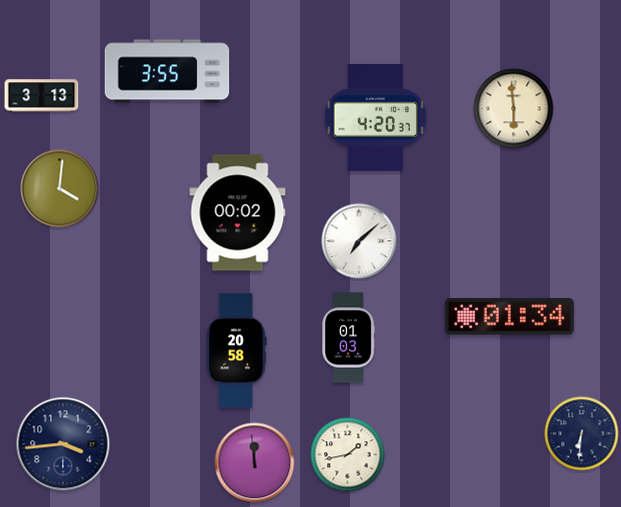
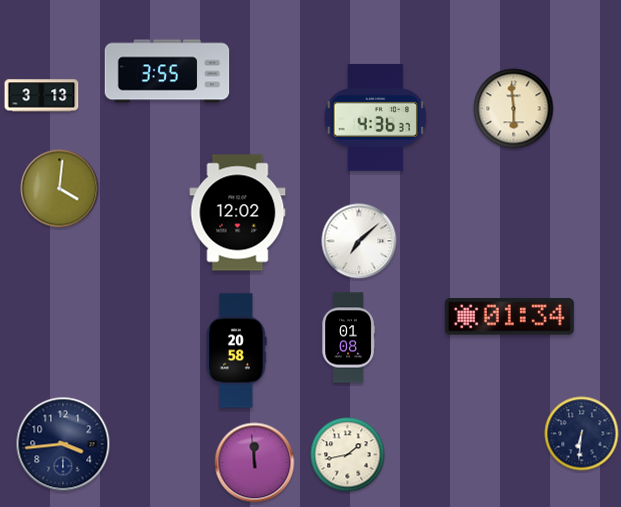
clock at (376, 117): 4:20 -> 4:36
clock at (238, 213): 00:02 -> 12:02
clock at (348, 338): 01:03 -> 01:08
